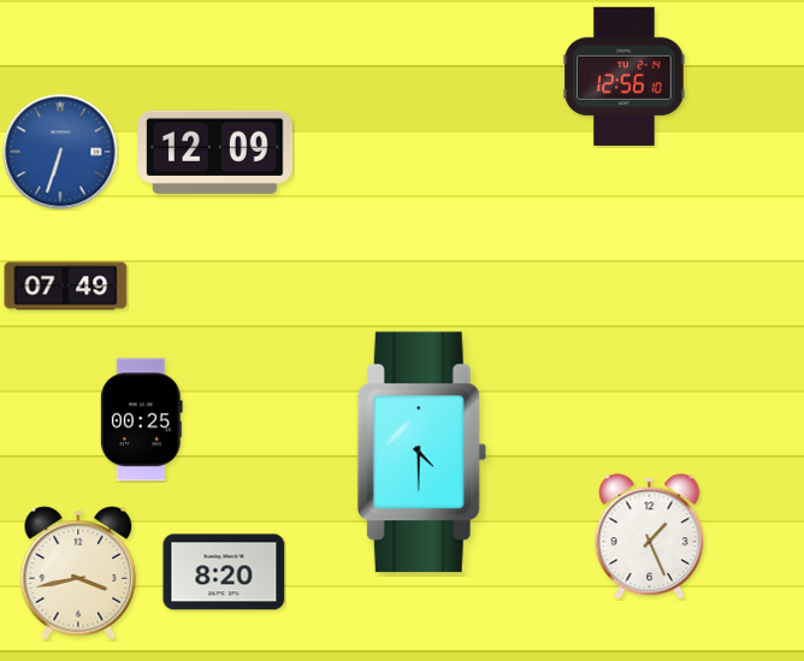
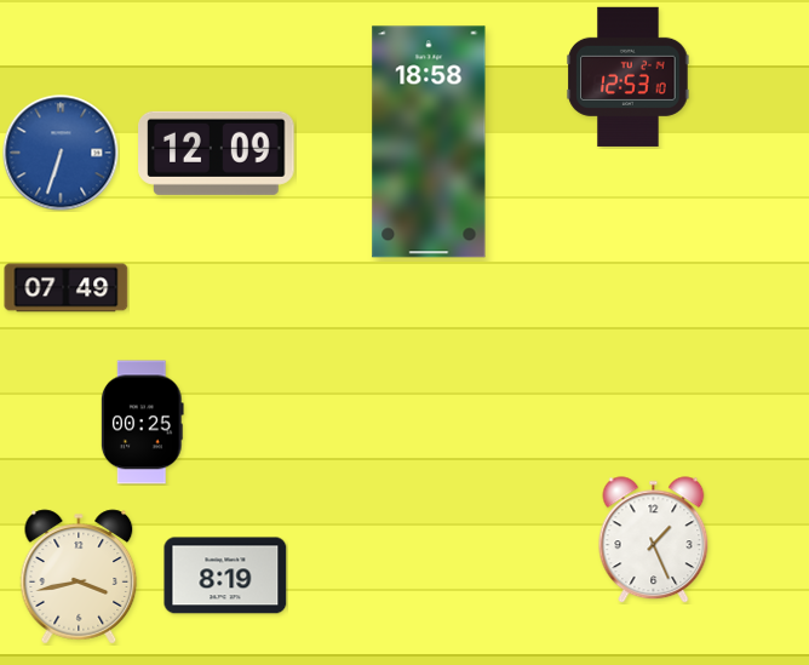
clock at (625, 76): 12:56 -> 12:53
clock at (429, 142): none -> 18:58
clock at (421, 453): 4:30 -> none
clock at (224, 572): 8:20 -> 8:19
